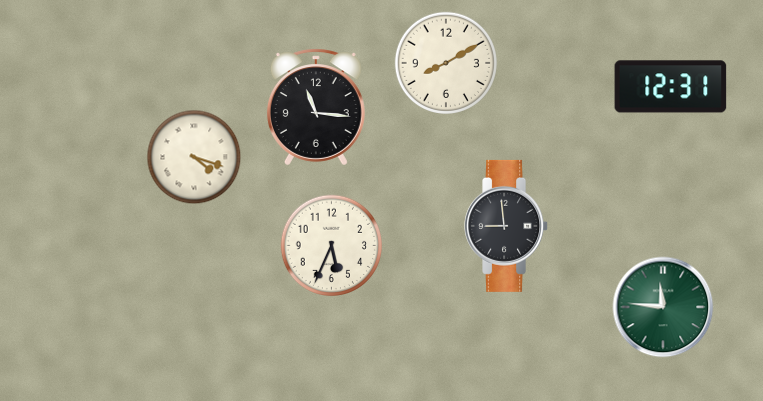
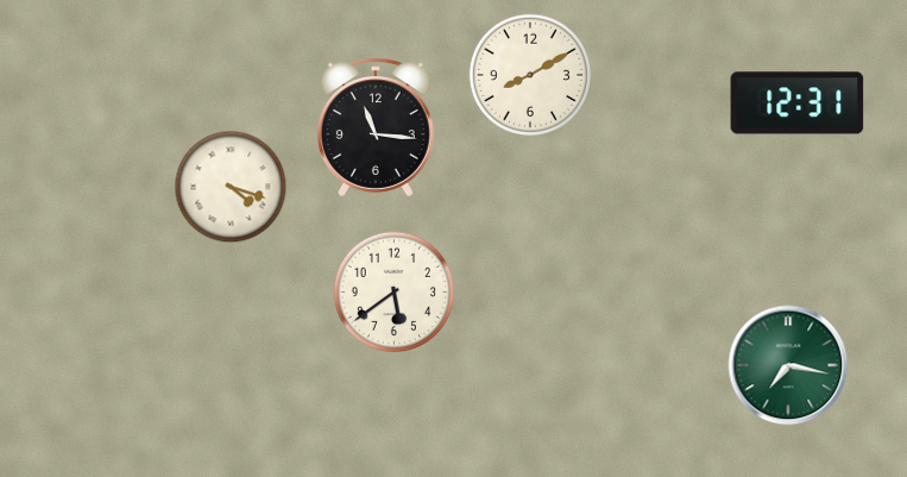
clock at (507, 226): 8:59 -> none
clock at (331, 245): 5:34 -> 5:39
clock at (663, 307): 11:46 -> 7:17
